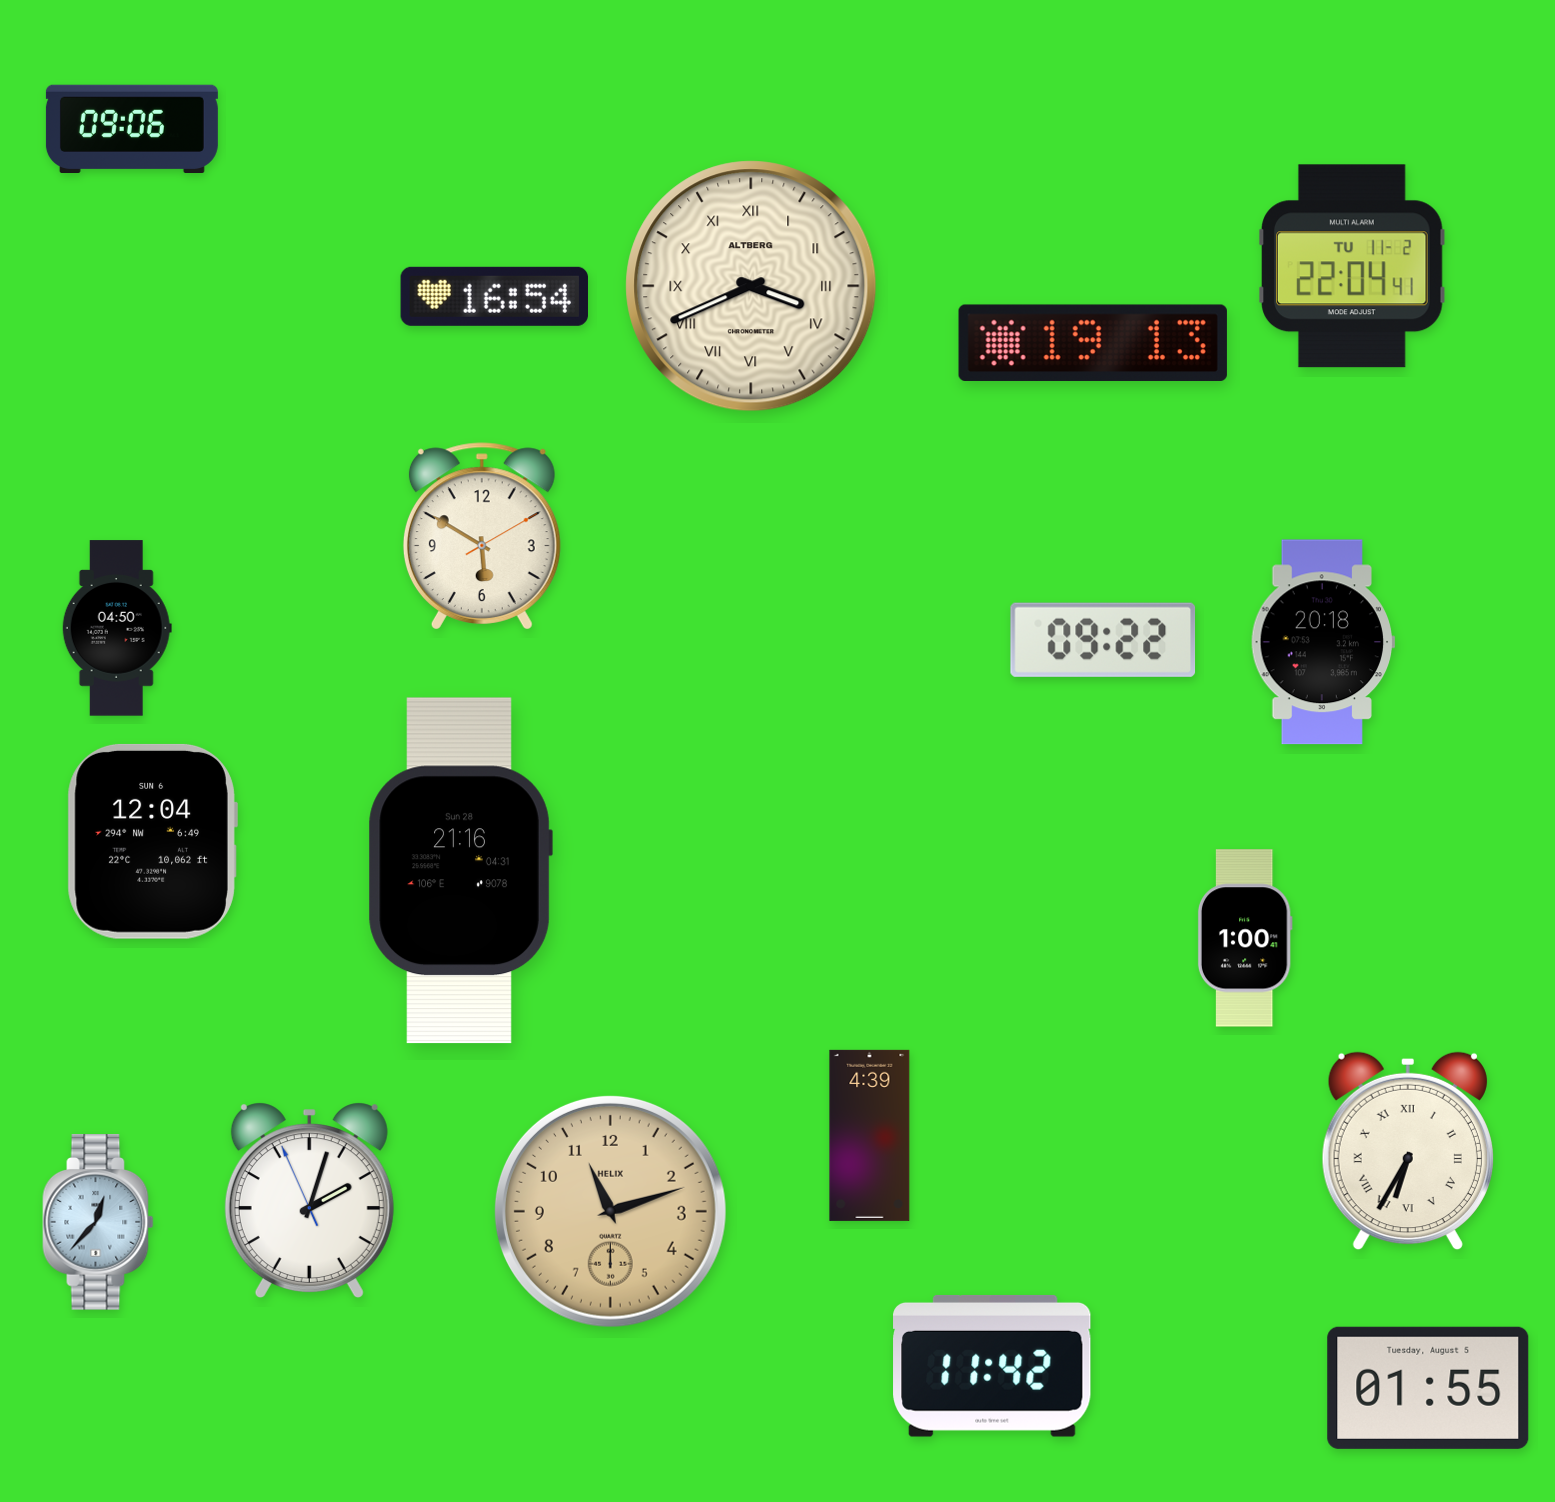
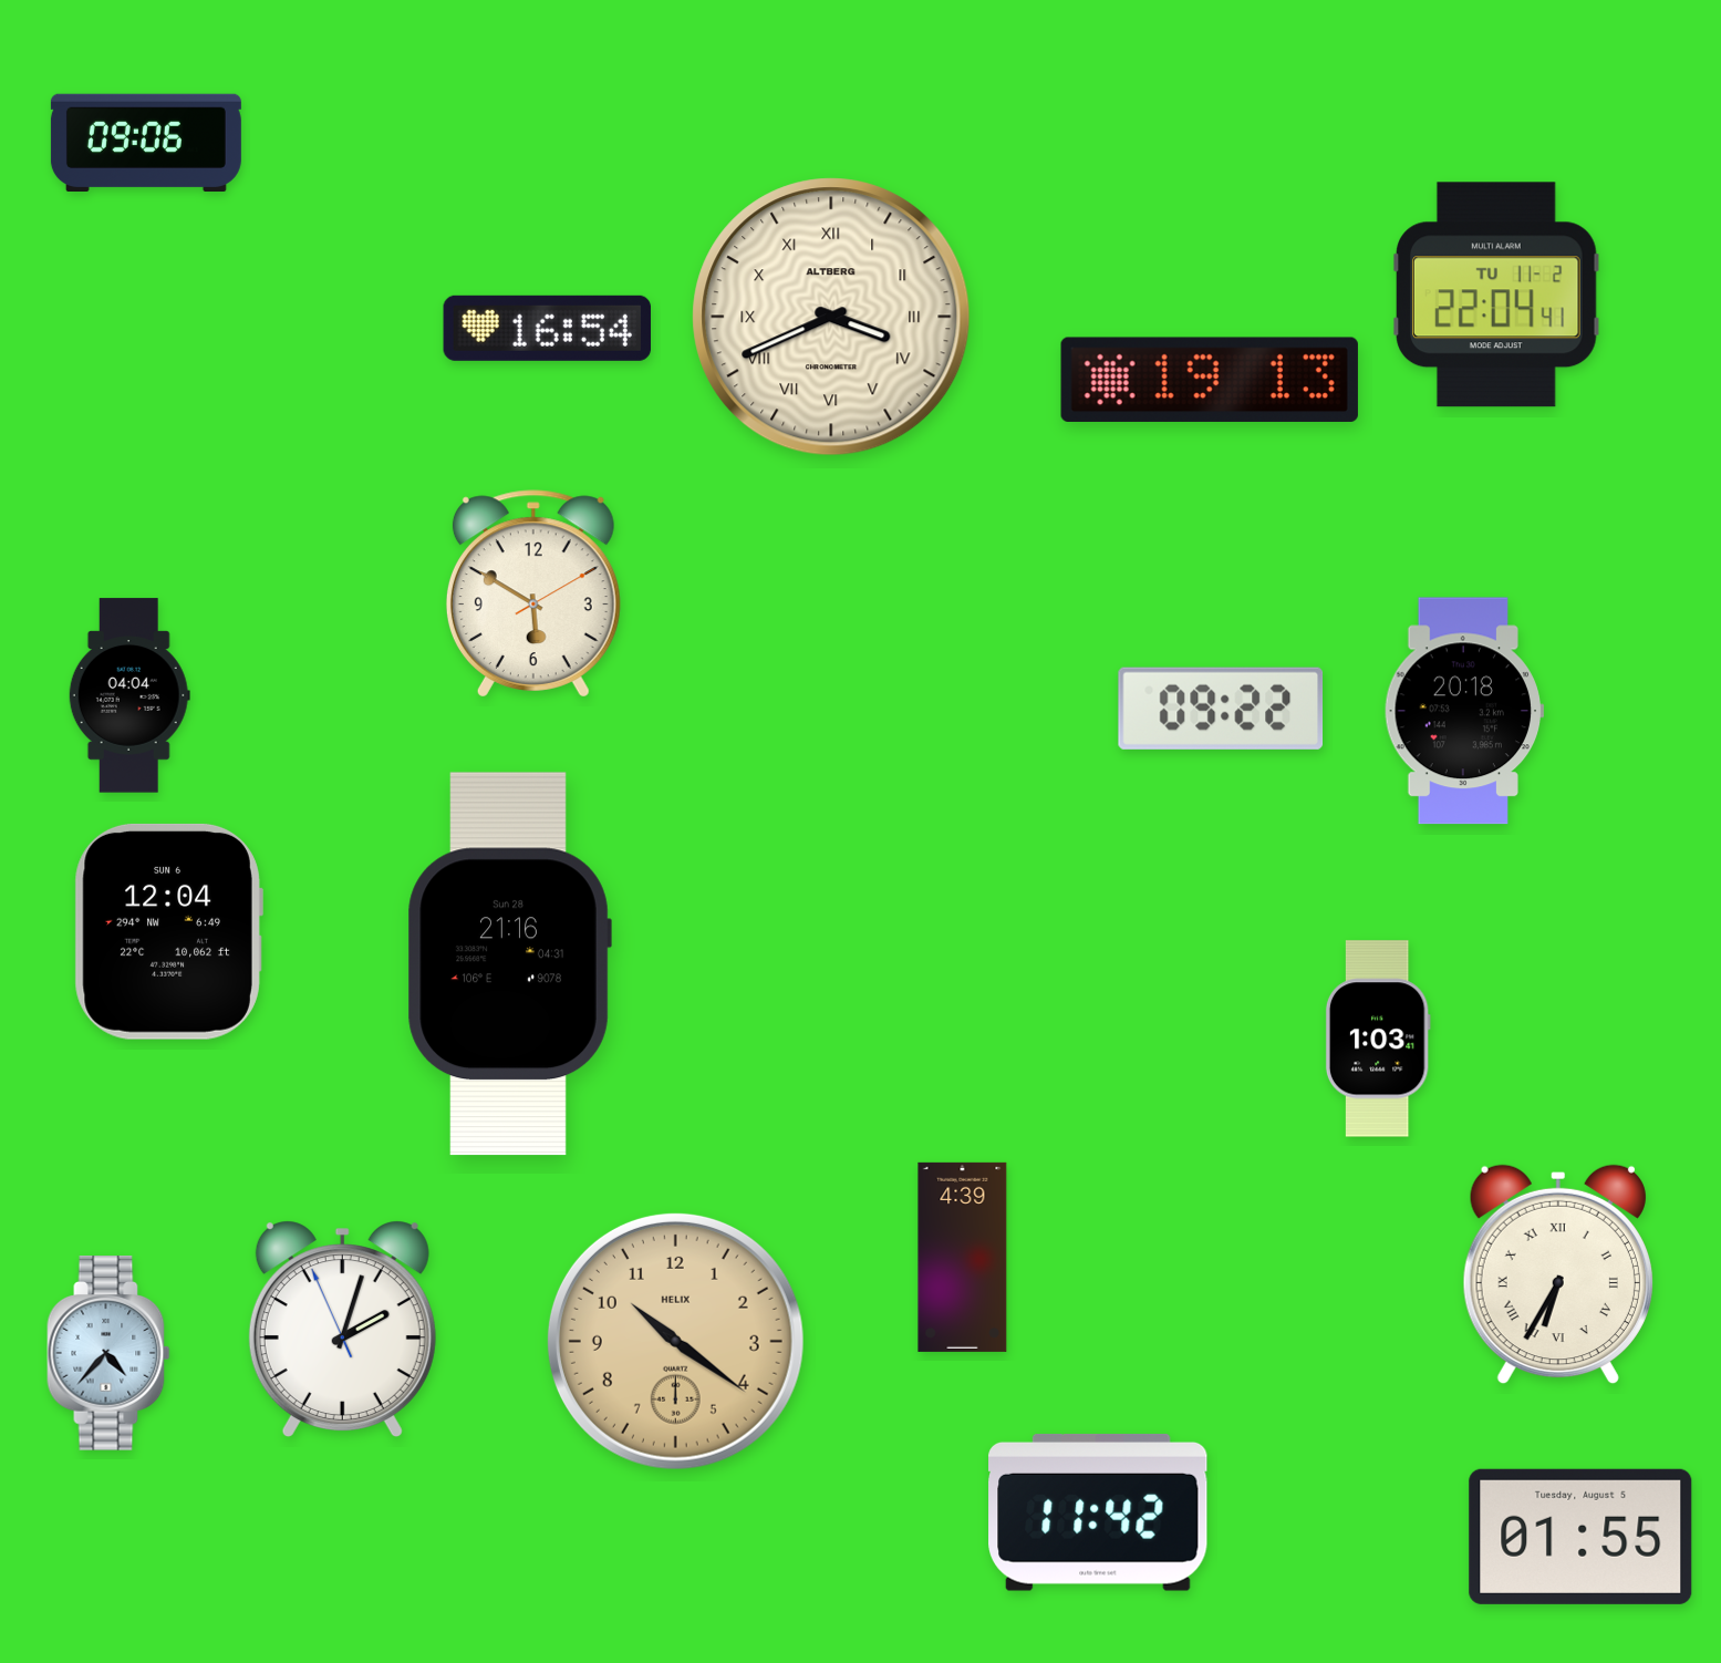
clock at (117, 628): 04:50 -> 04:04
clock at (1245, 938): 1:00 -> 1:03
clock at (610, 1211): 11:12 -> 10:21
clock at (98, 1222): 12:37 -> 4:37
